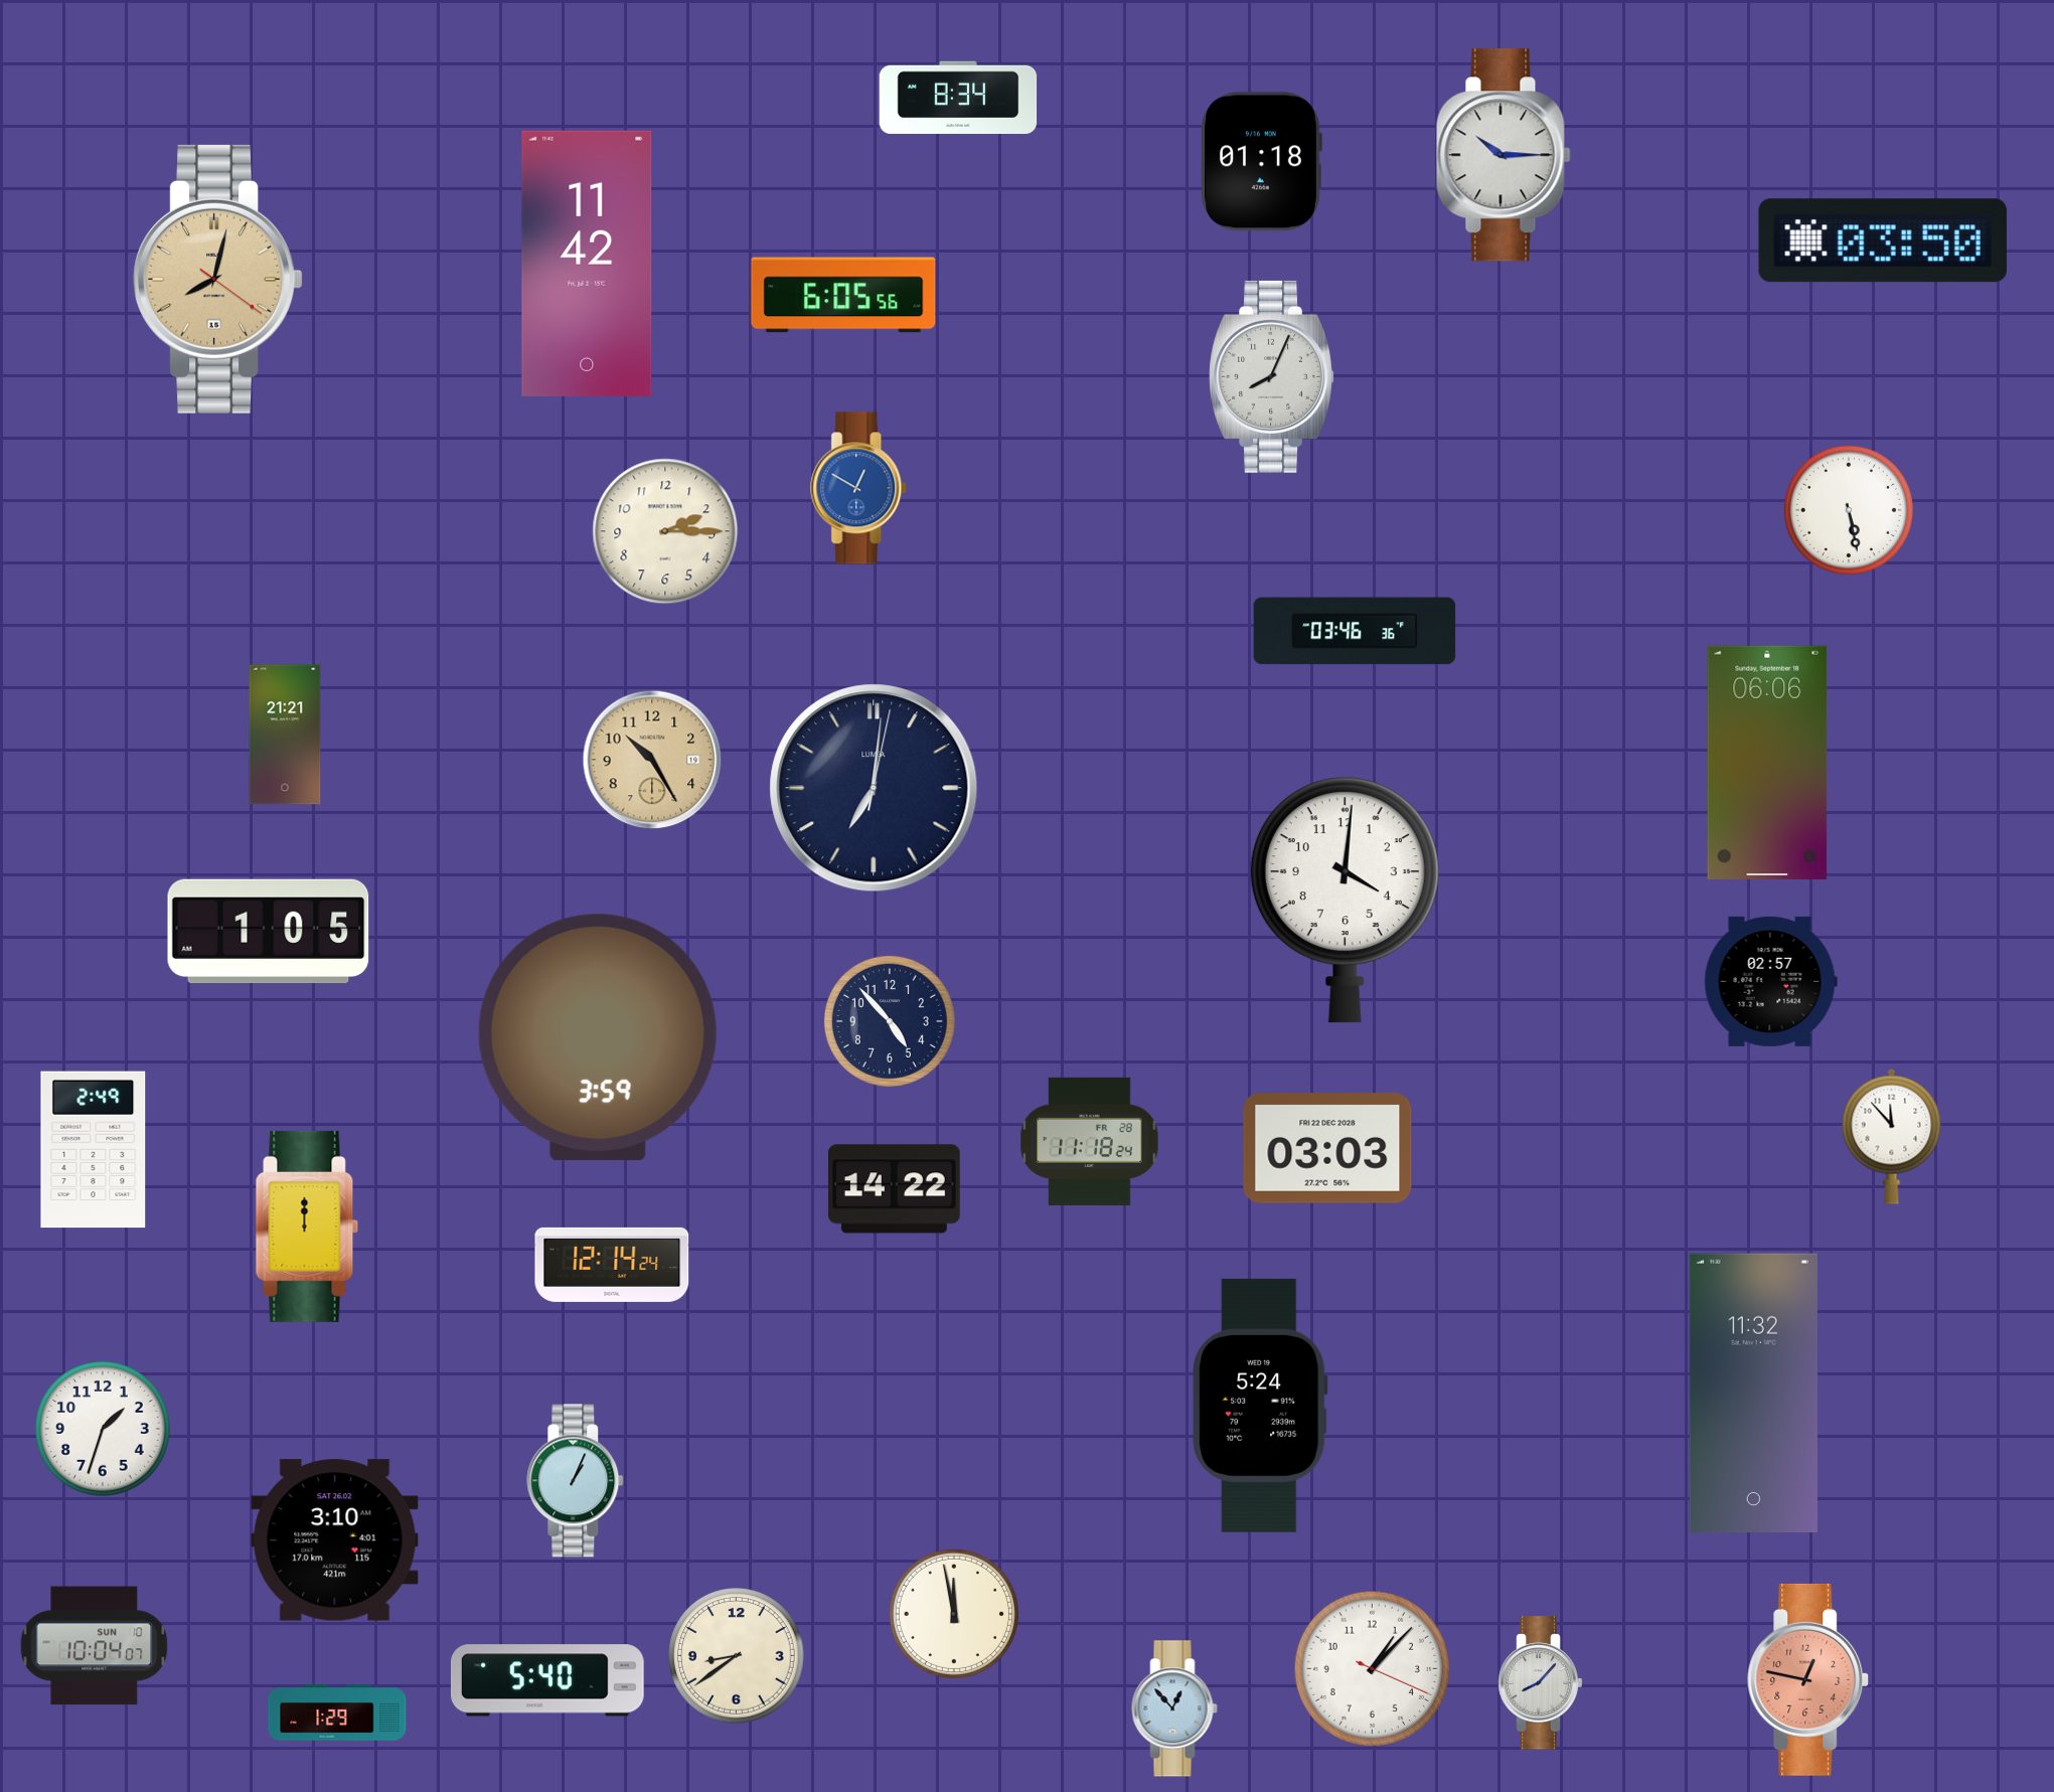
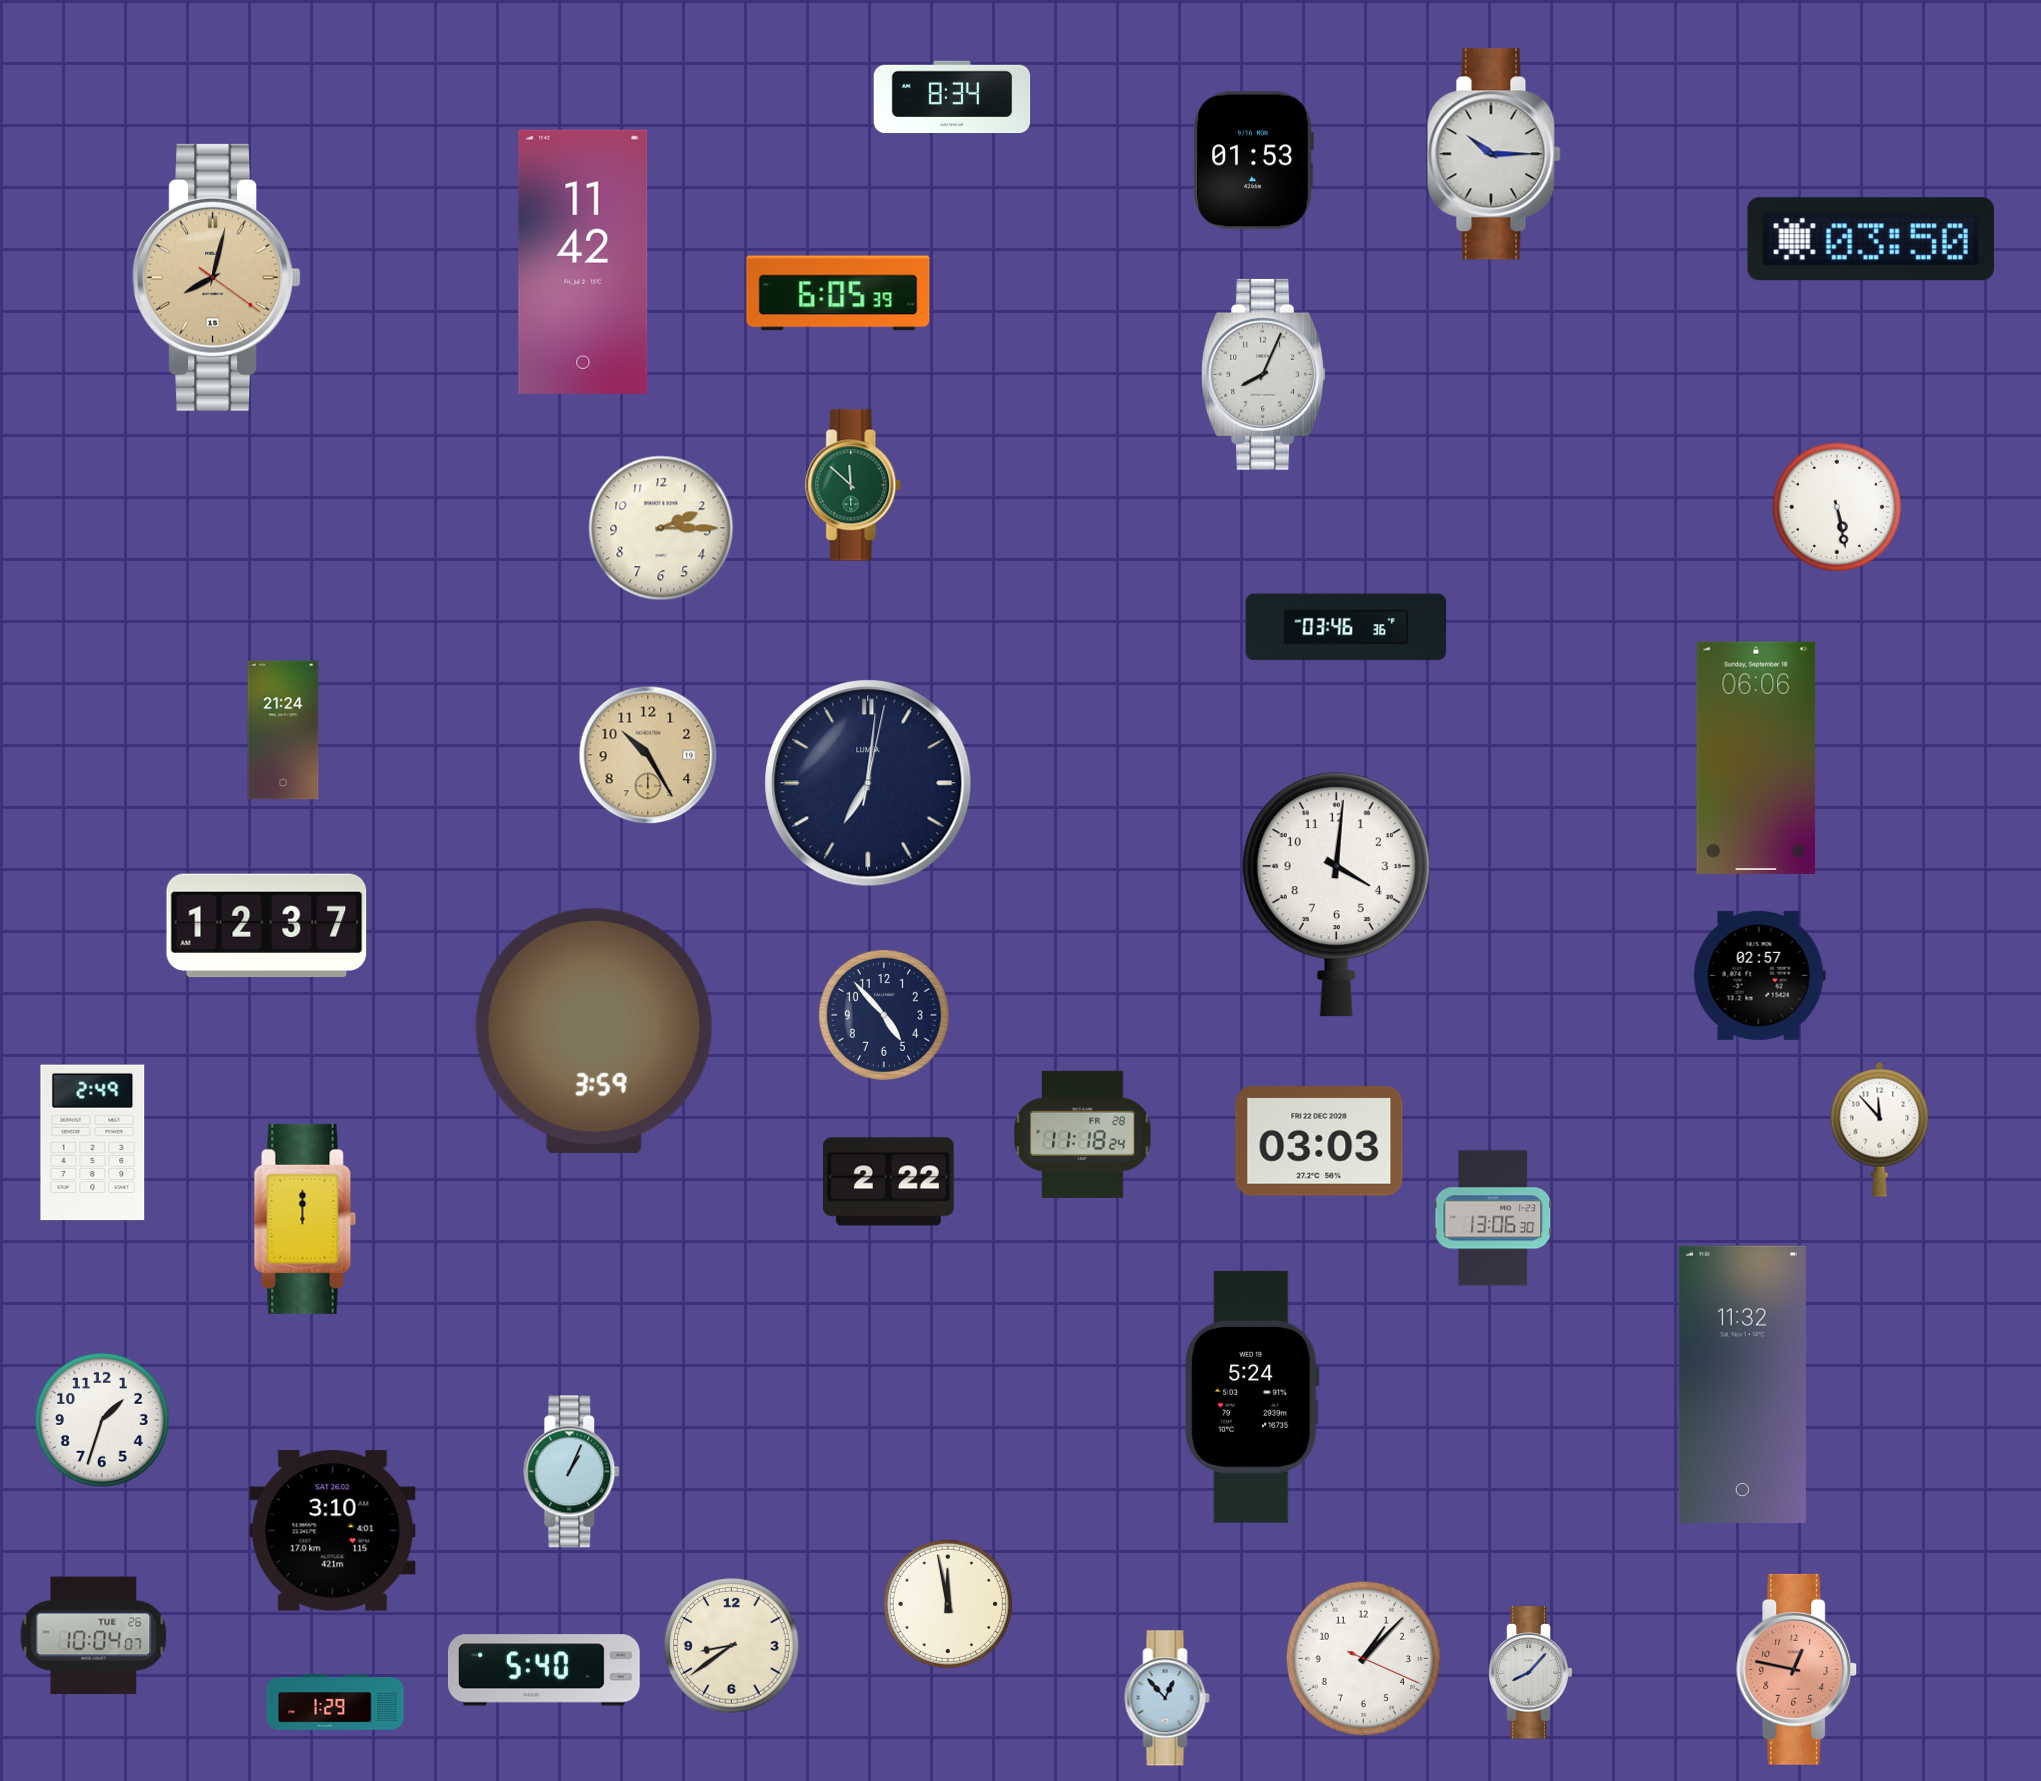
clock at (1261, 162): 01:18 -> 01:53
clock at (843, 295): 6:05:56 -> 6:05:39
clock at (859, 488): 12:50 -> 11:52
clock at (859, 488) dial: blue -> green
clock at (285, 735): 21:21 -> 21:24
clock at (269, 932): 1:05 -> 12:37
clock at (894, 1189): 14:22 -> 2:22
clock at (1493, 1218): none -> 13:06
clock at (612, 1265): 12:14 -> none
clock at (95, 1646) date: SUN 10 -> TUE 26
